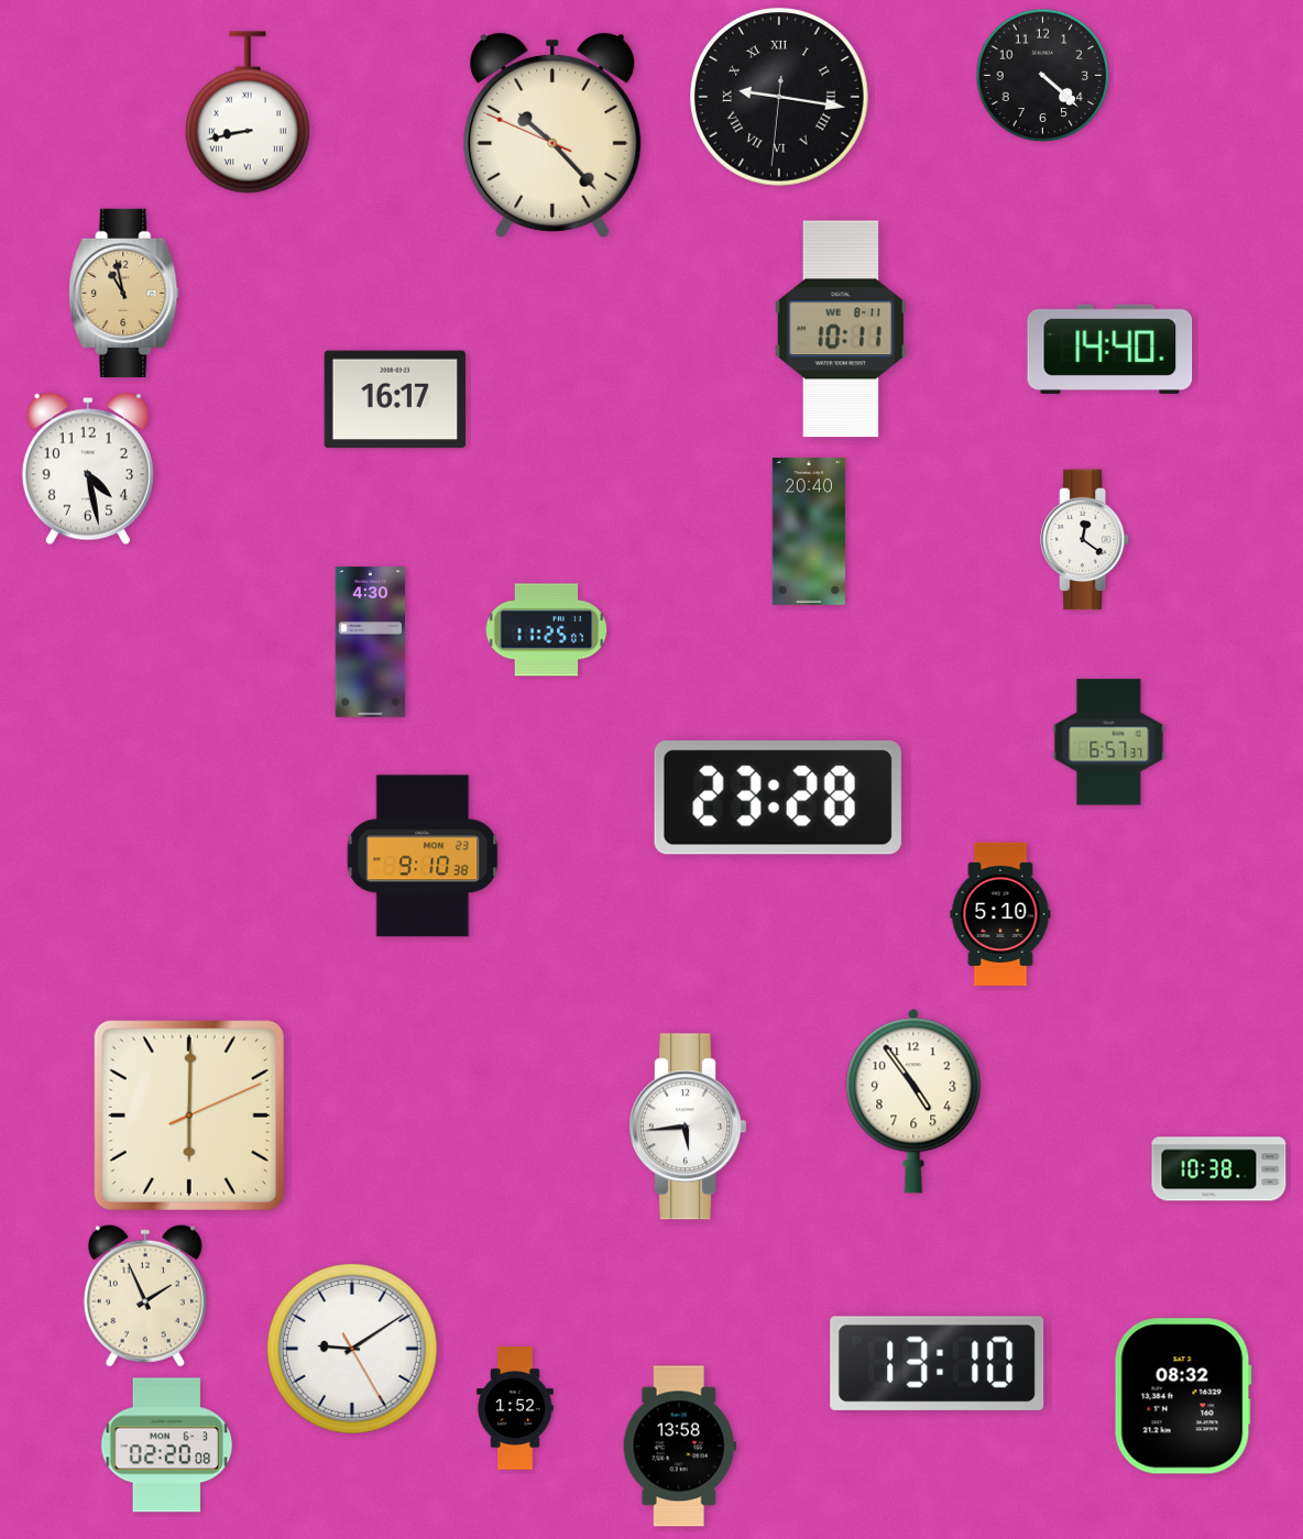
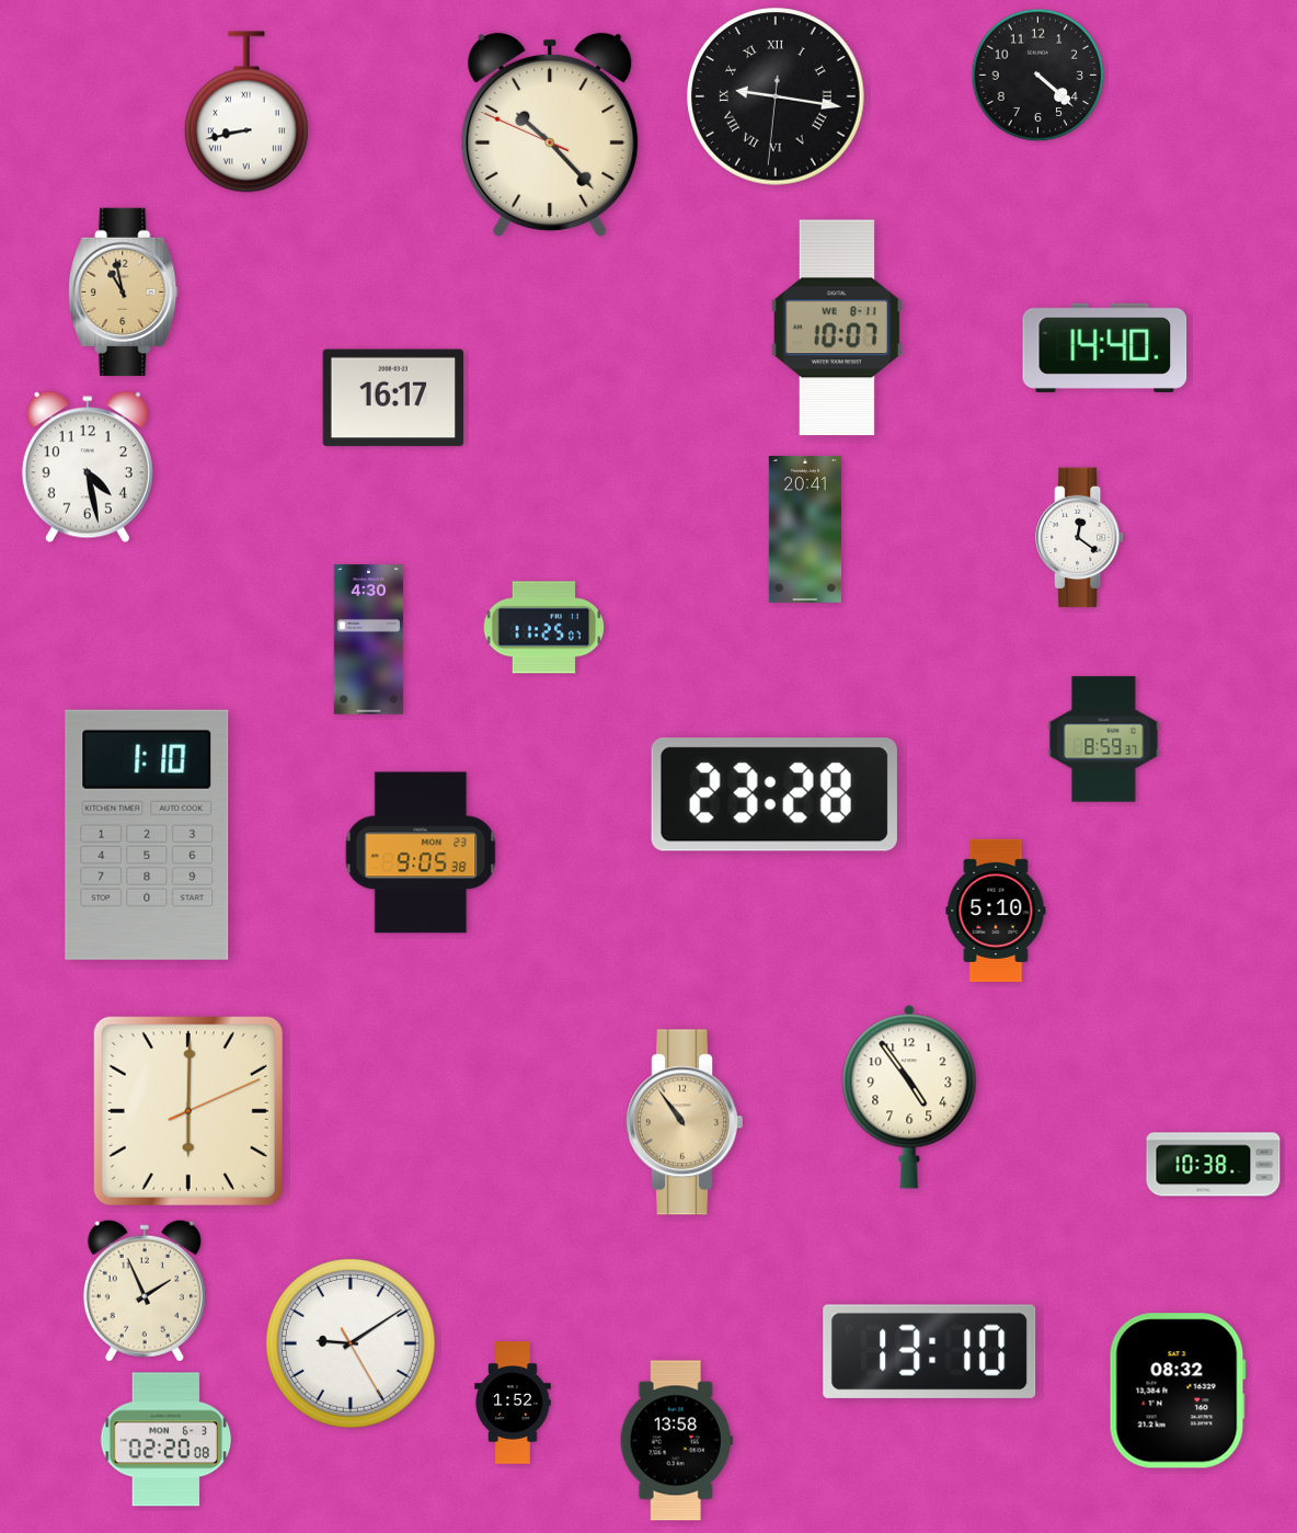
clock at (841, 329): 10:11 -> 10:07
clock at (809, 531): 20:40 -> 20:41
clock at (1109, 743): 6:57 -> 8:59
clock at (147, 835): none -> 1:10
clock at (423, 856): 9:10 -> 9:05
clock at (687, 1126): 5:44 -> 10:54
clock at (687, 1126) dial: white -> champagne
clock at (938, 1363) position: (938, 1363) -> (930, 1351)
